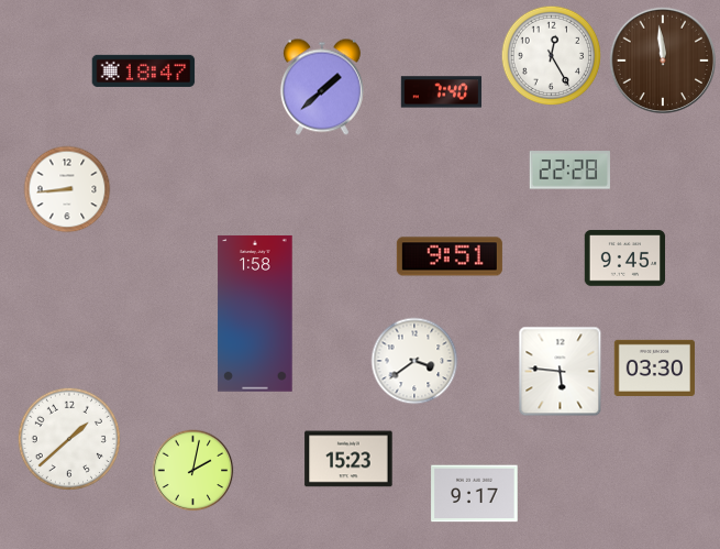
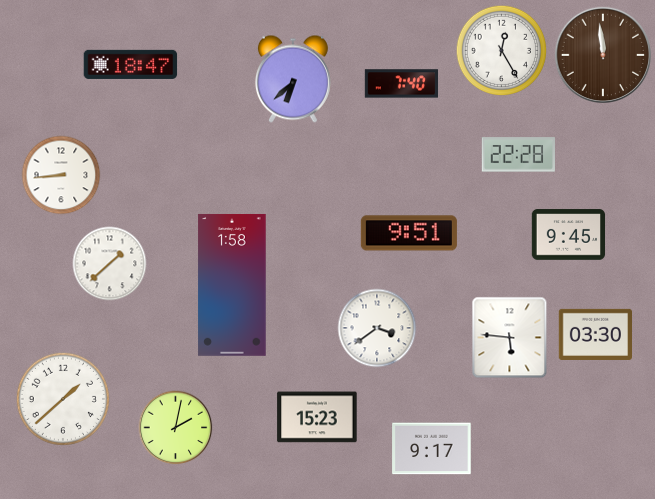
clock at (322, 87): 1:38 -> 6:38
clock at (67, 189) position: (67, 189) -> (61, 175)
clock at (110, 264): none -> 1:38
